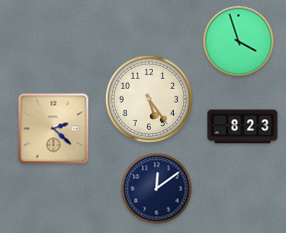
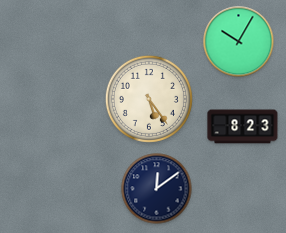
clock at (239, 42): 3:57 -> 10:05
clock at (54, 129): 2:22 -> none
